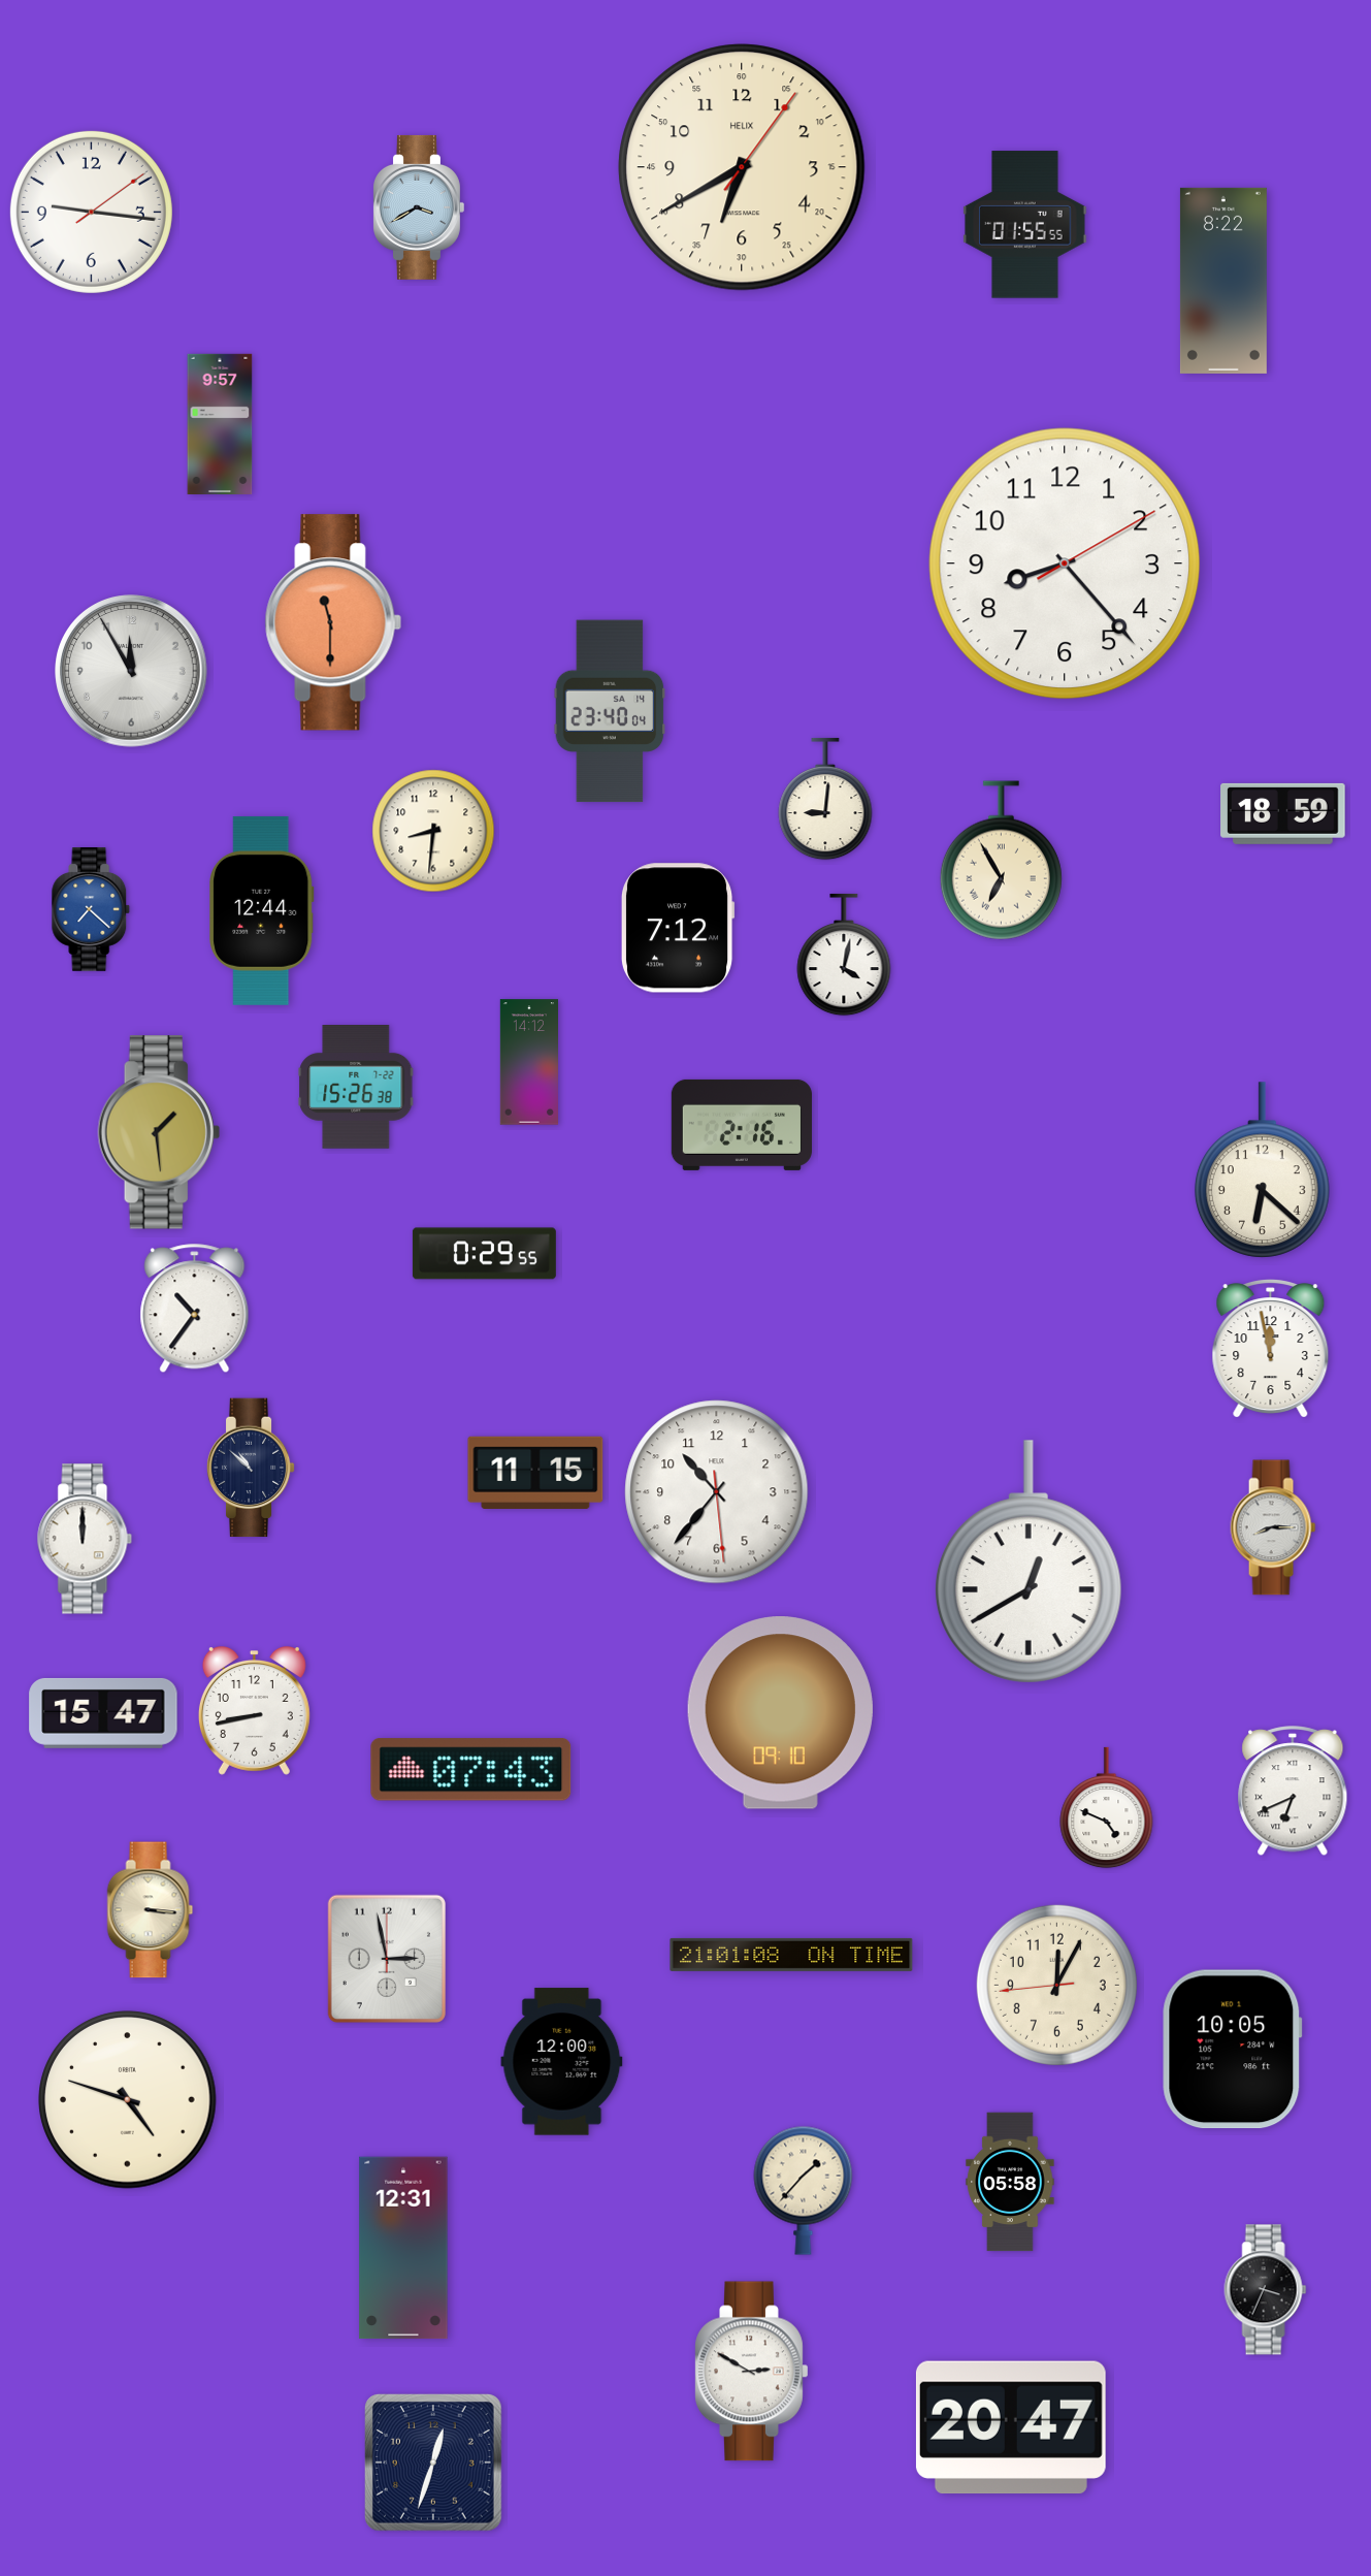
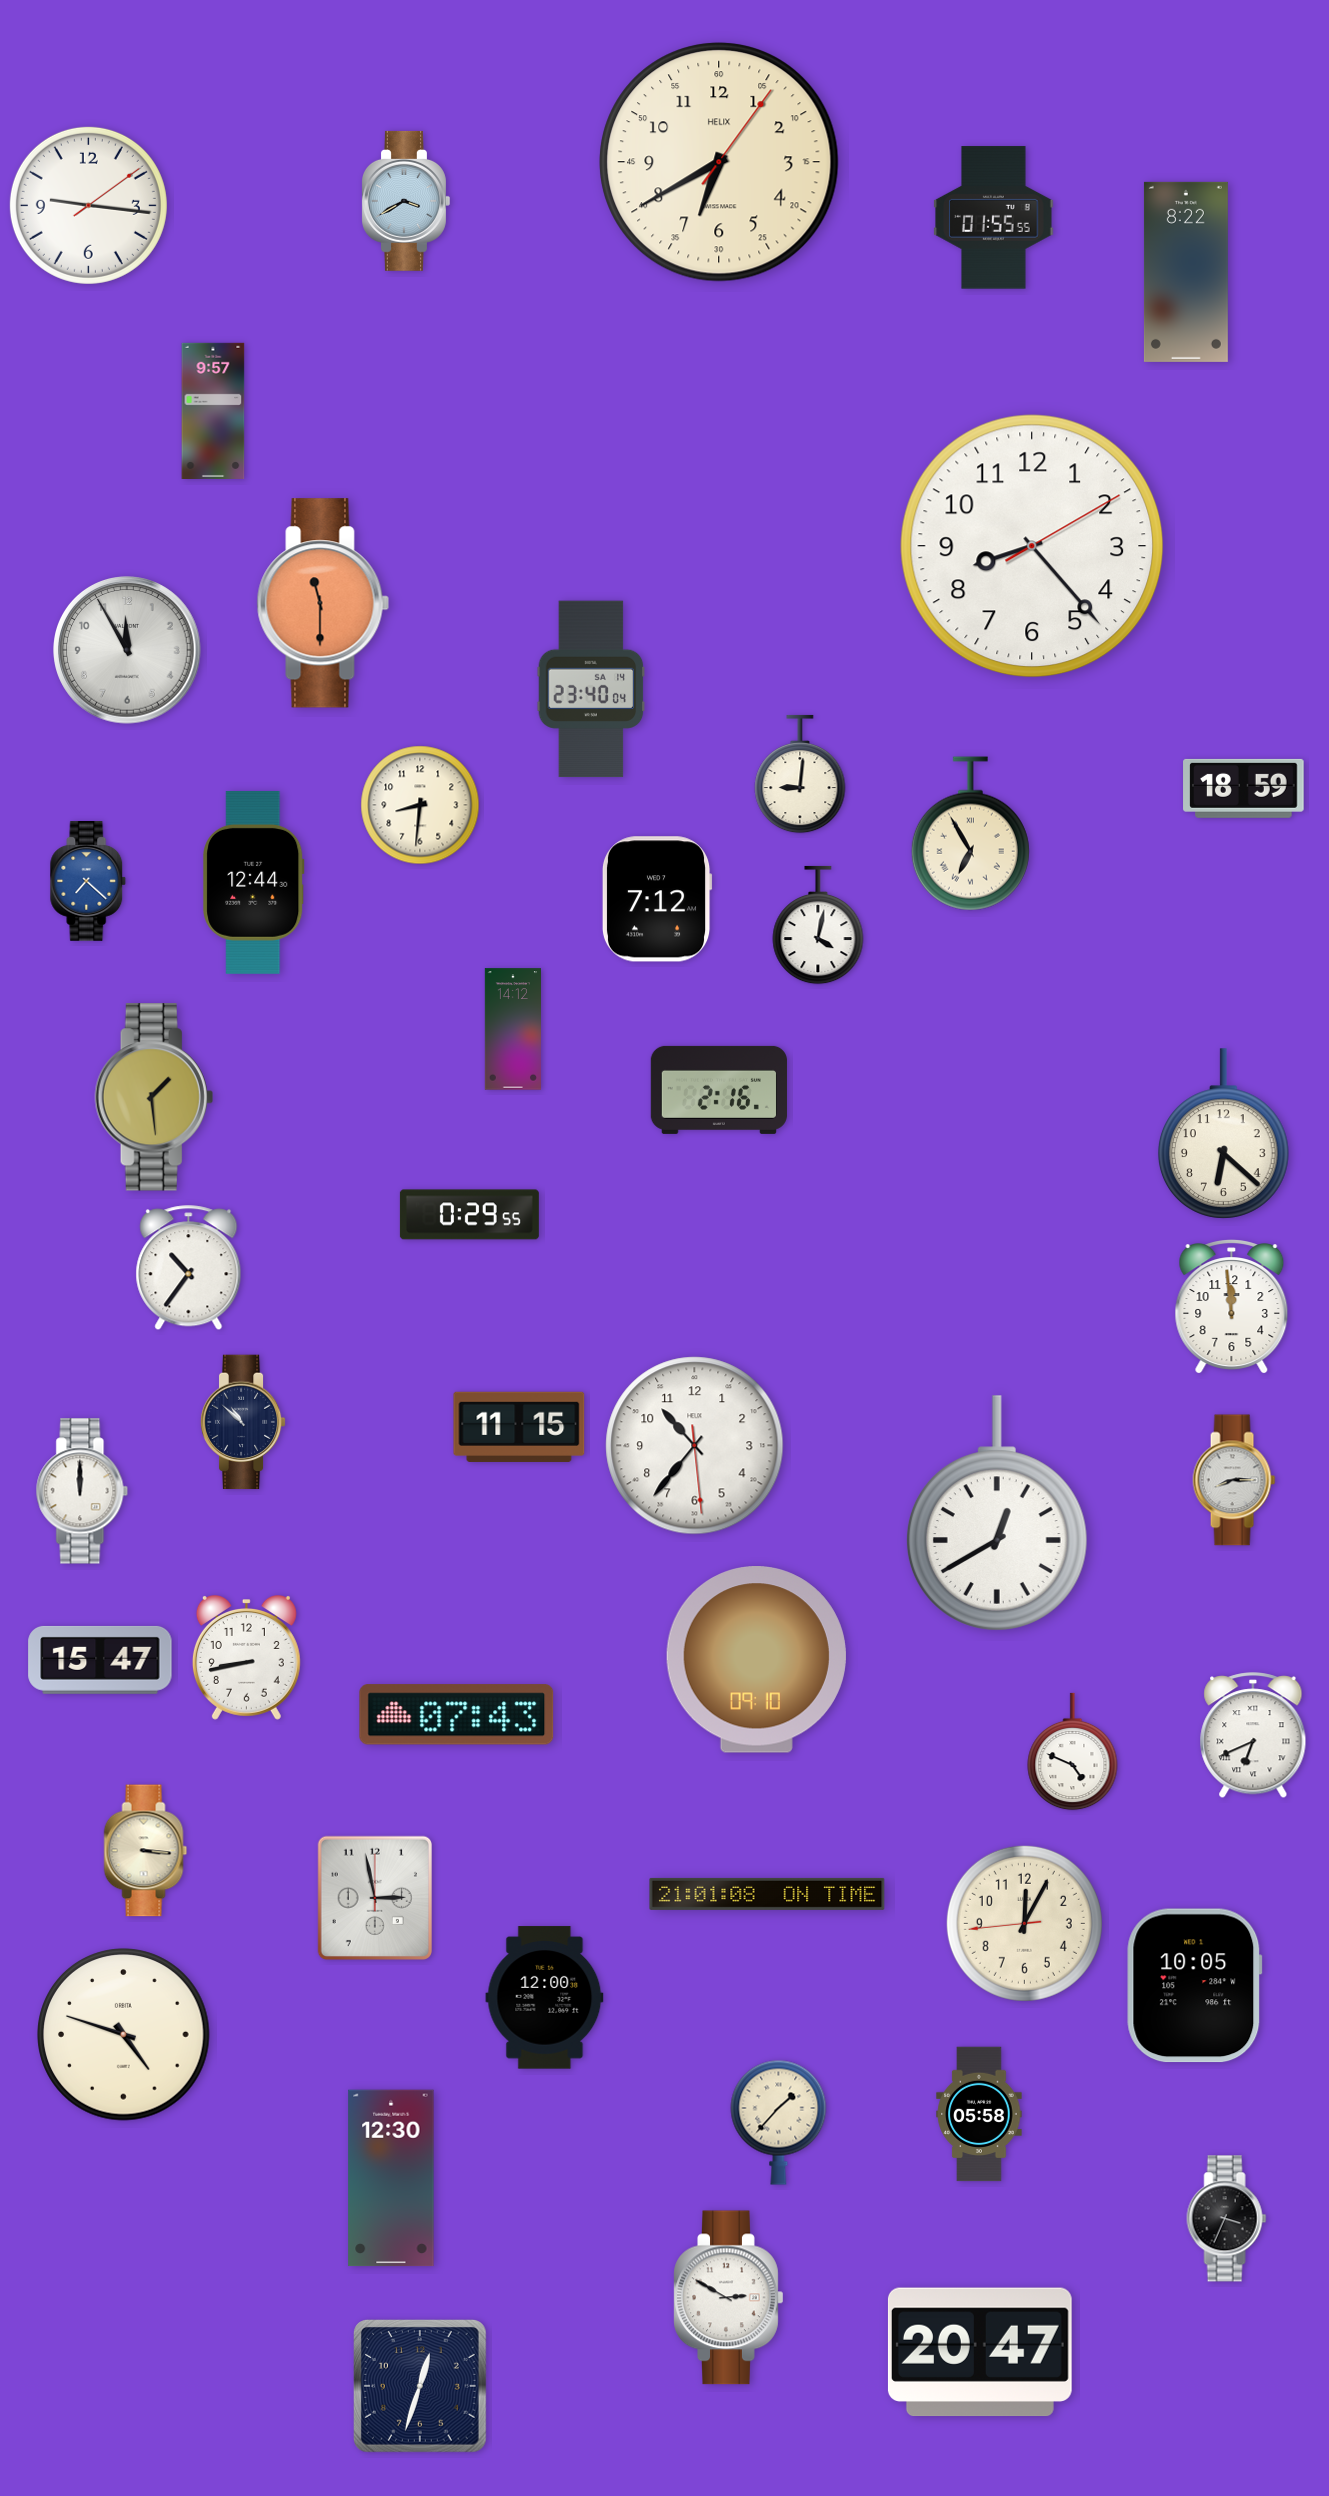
clock at (356, 1088): 15:26 -> none
clock at (1271, 1348): 11:58 -> 11:59
clock at (403, 2248): 12:31 -> 12:30
